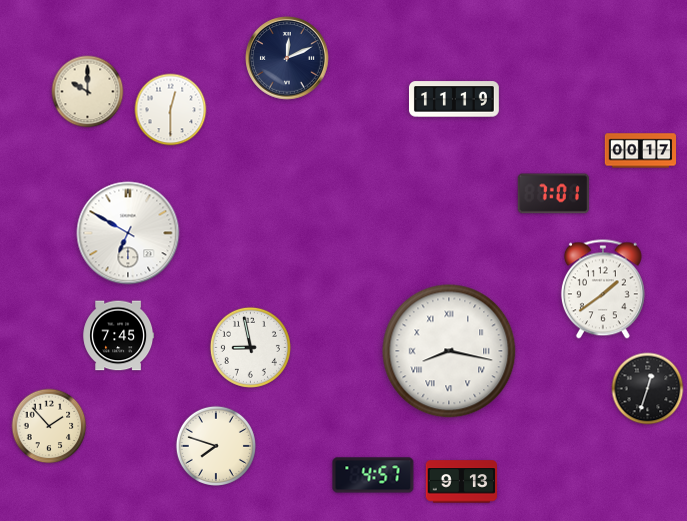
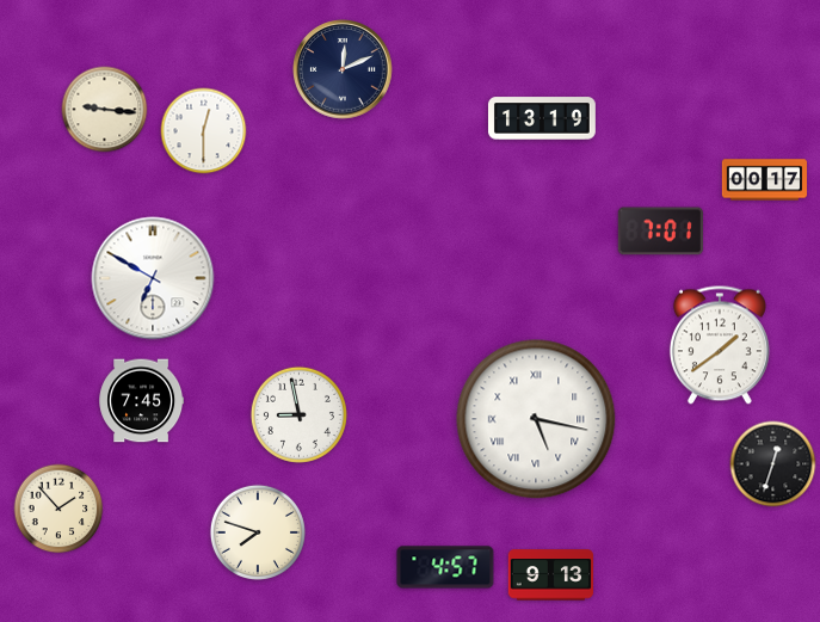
clock at (88, 92): 10:00 -> 9:16
clock at (454, 99): 11:19 -> 13:19
clock at (449, 351): 8:17 -> 5:17
